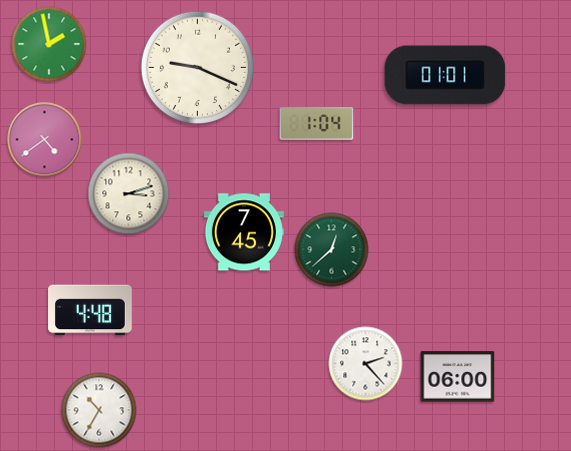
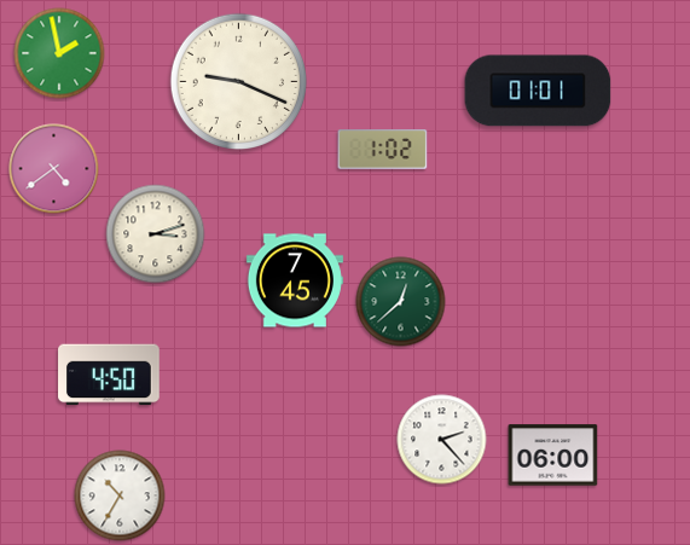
clock at (317, 124): 1:04 -> 1:02
clock at (90, 310): 4:48 -> 4:50
